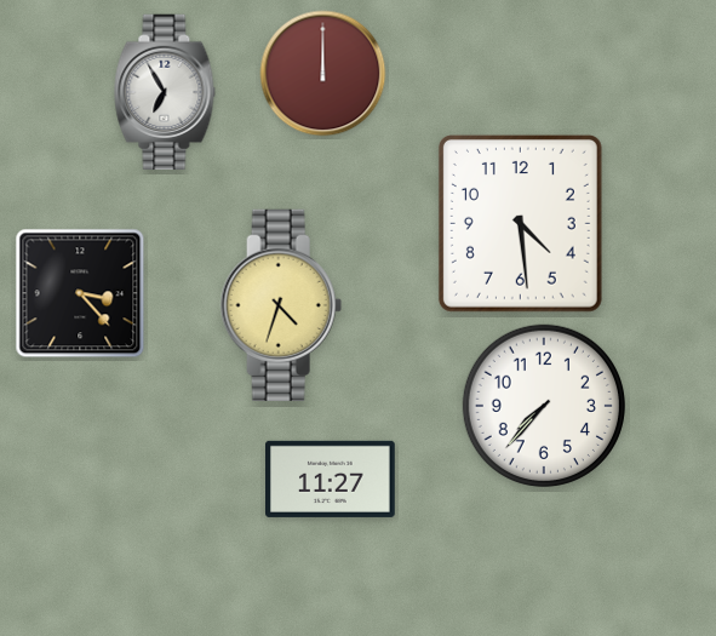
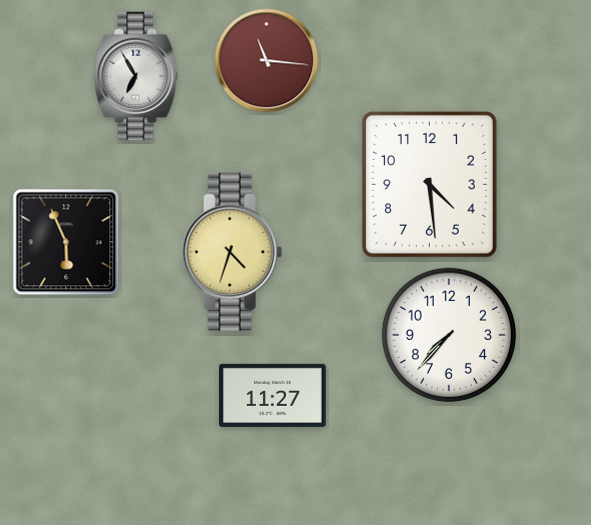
clock at (323, 74): 12:00 -> 11:16
clock at (80, 293): 3:23 -> 5:56
